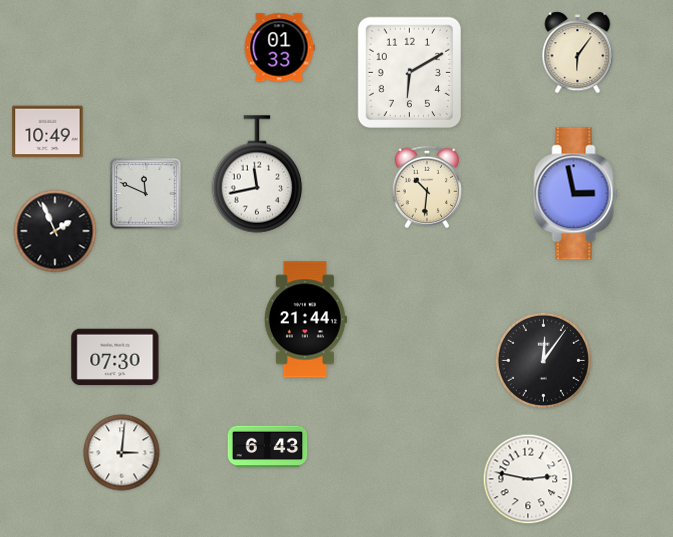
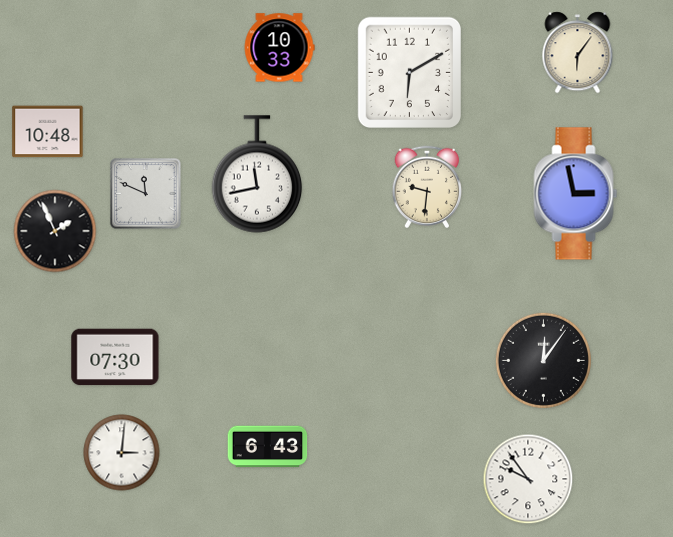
clock at (279, 48): 01:33 -> 10:33
clock at (48, 132): 10:49 -> 10:48
clock at (427, 187): 10:31 -> 9:31
clock at (305, 320): 21:44 -> none
clock at (528, 479): 2:47 -> 9:54
